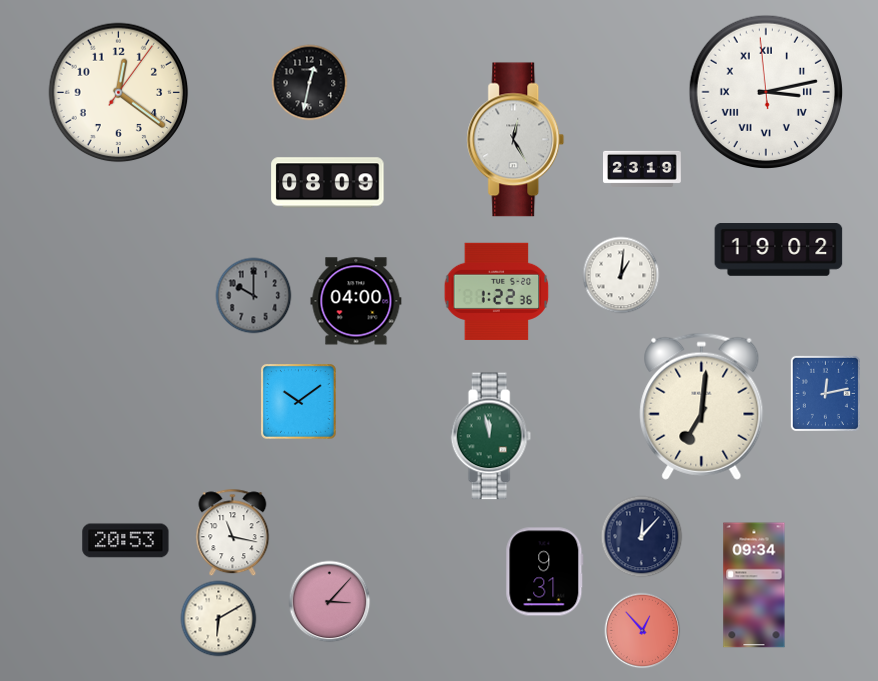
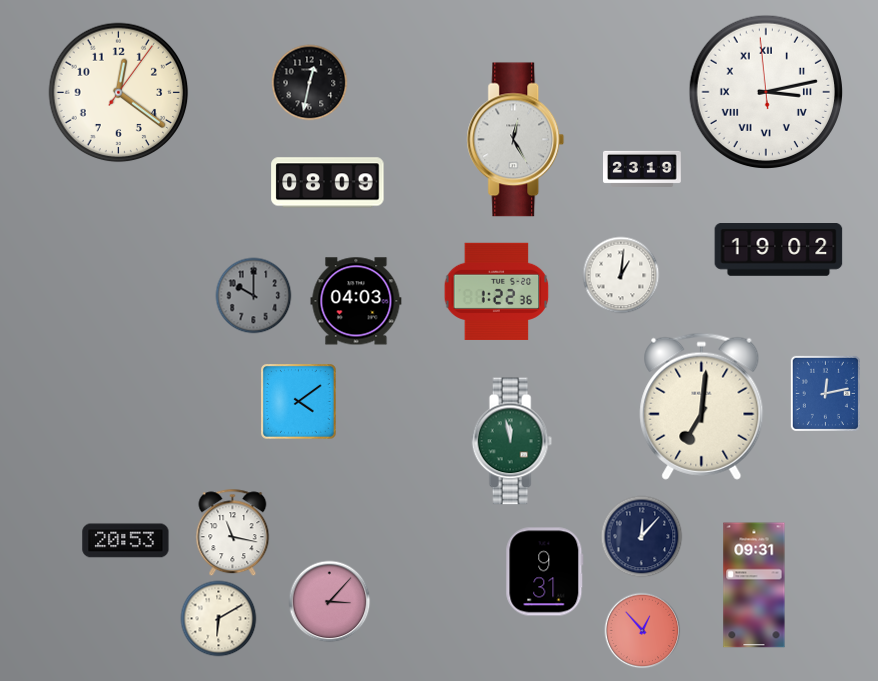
clock at (356, 301): 04:00 -> 04:03
clock at (299, 402): 10:09 -> 4:09
clock at (491, 436) position: (491, 436) -> (512, 441)
clock at (754, 585): 09:34 -> 09:31
